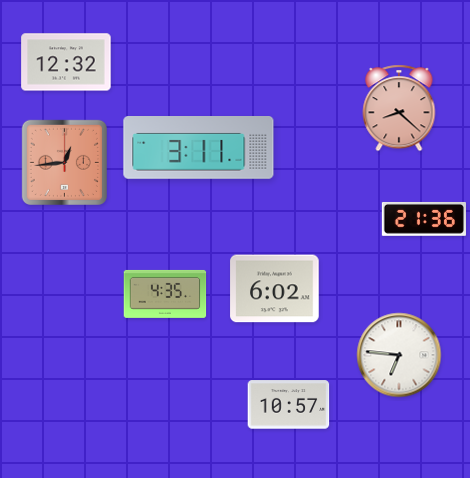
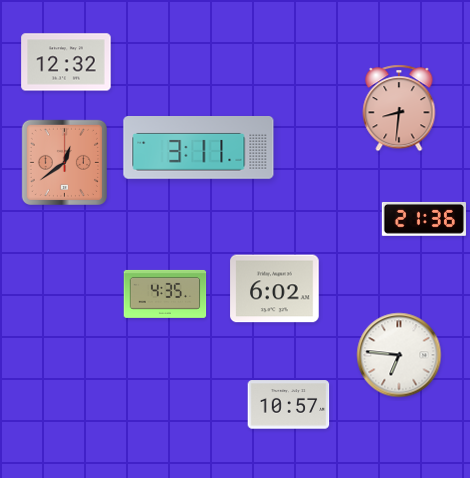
clock at (399, 108): 8:22 -> 8:31
clock at (64, 162): 12:44 -> 12:39
